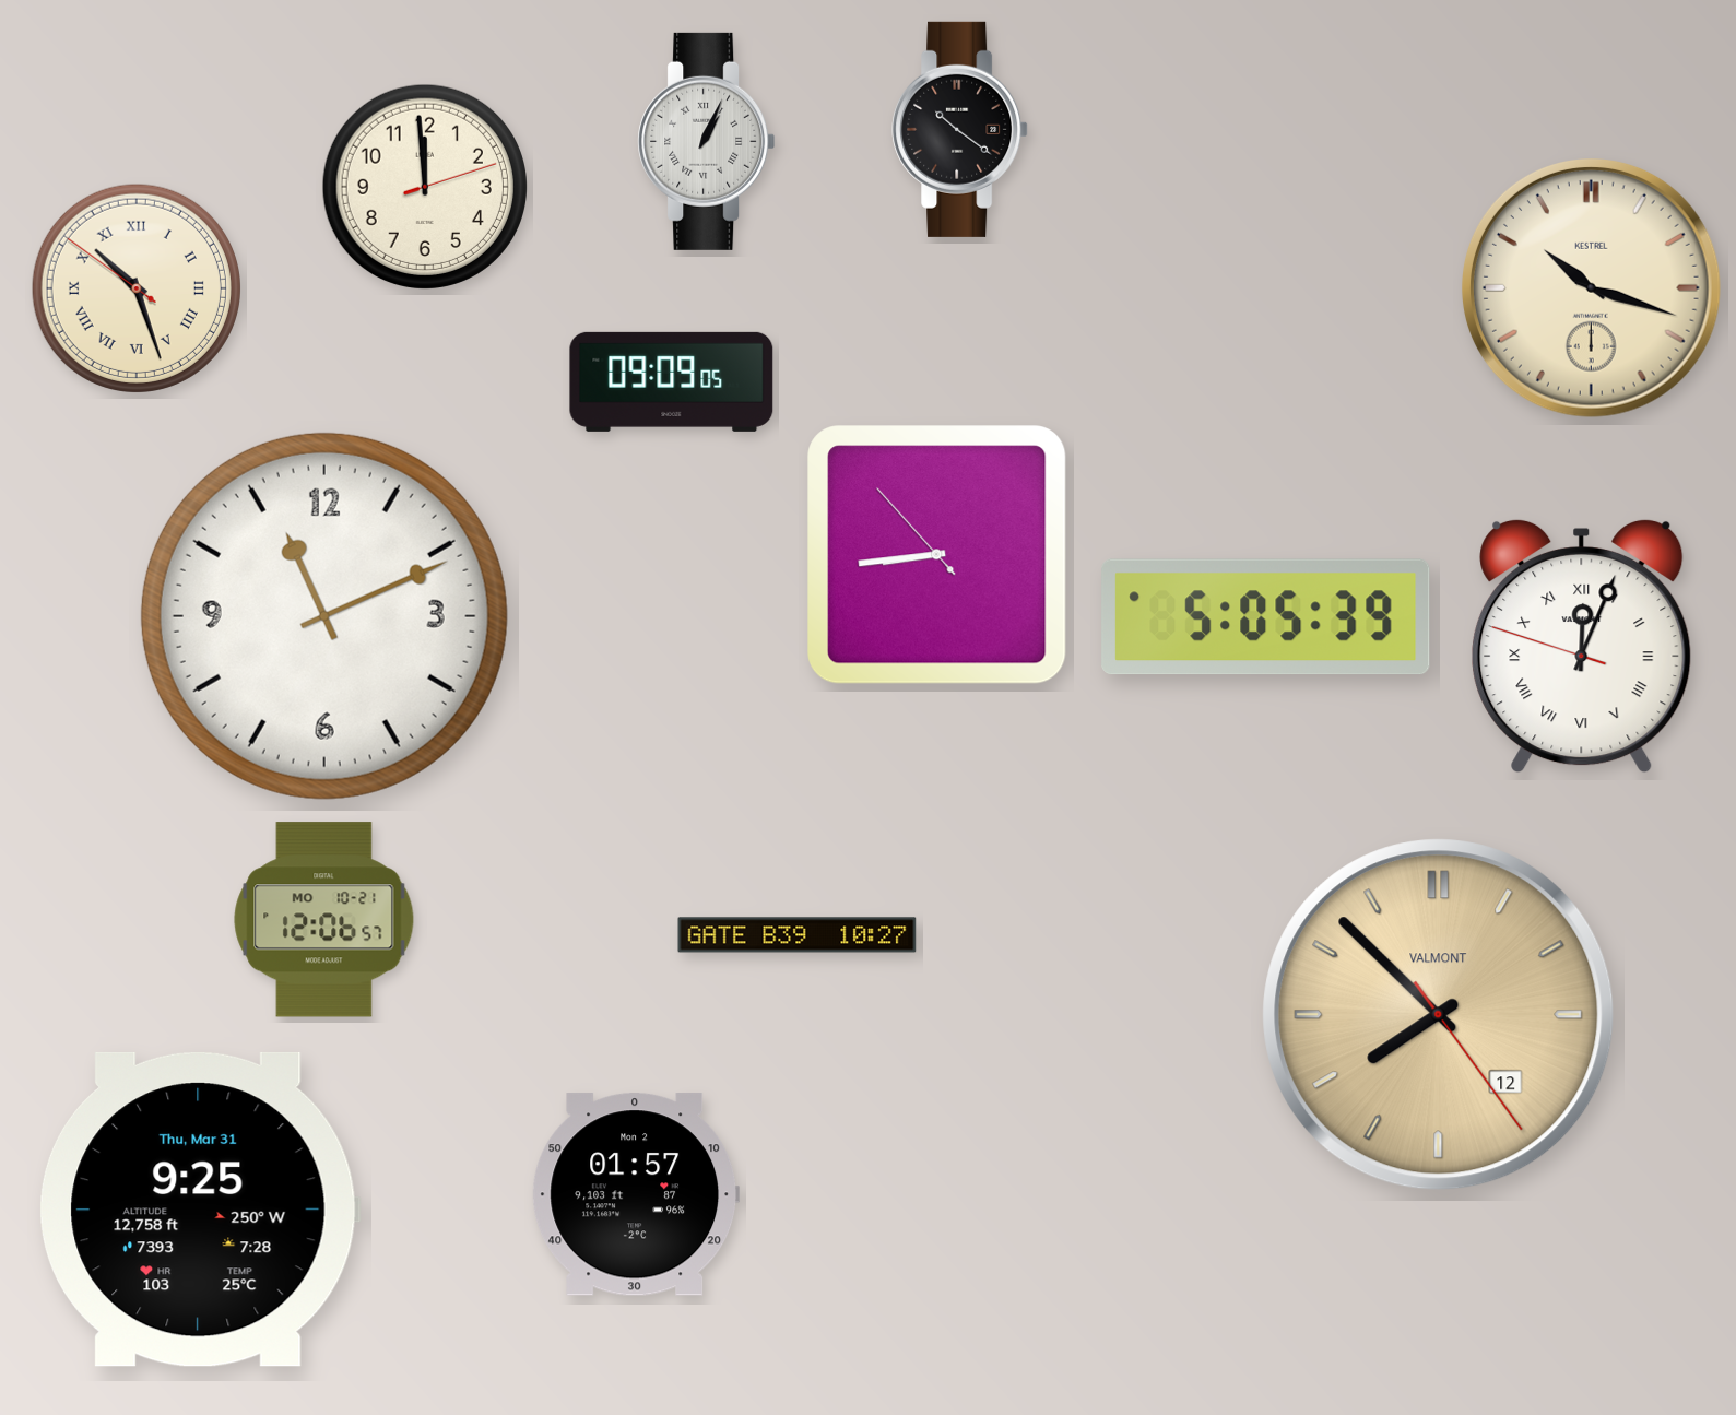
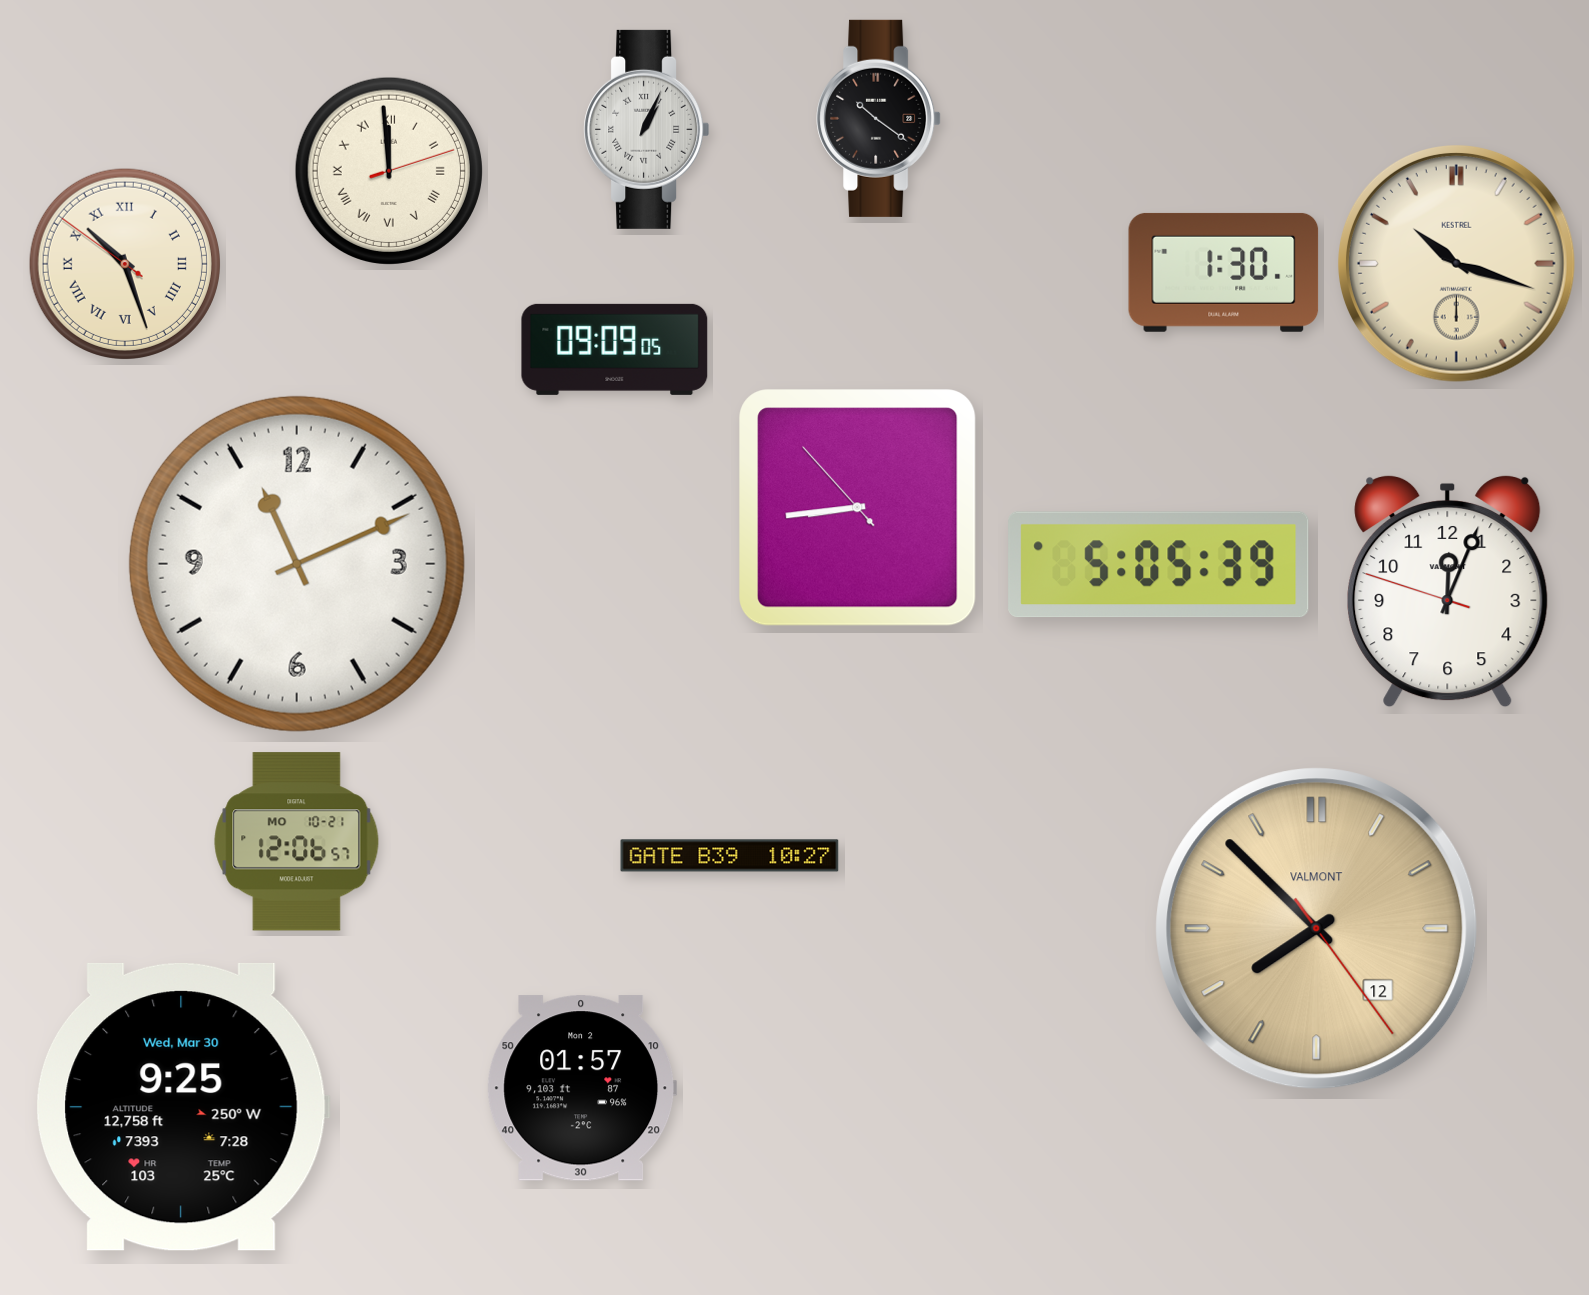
clock at (425, 187) numerals: Arabic -> Roman
clock at (1224, 272): none -> 1:30
clock at (1582, 646) numerals: Roman -> Arabic
clock at (635, 1194) position: (635, 1194) -> (581, 1088)
clock at (200, 1210) date: Thu, Mar 31 -> Wed, Mar 30
